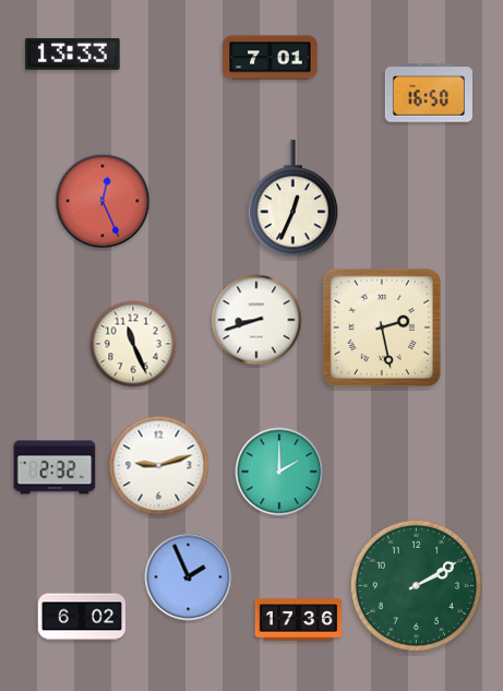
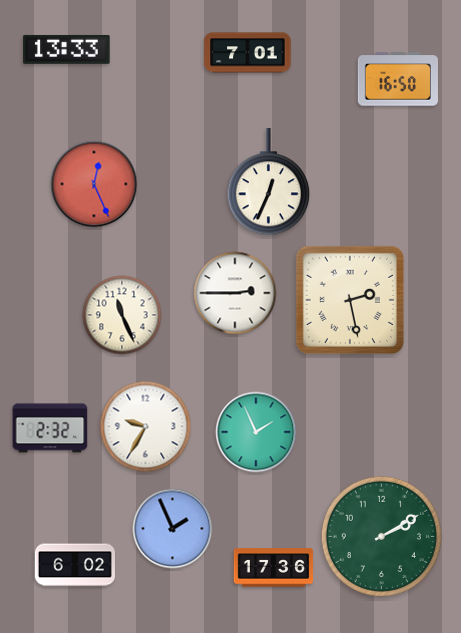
clock at (429, 93) position: (429, 93) -> (398, 79)
clock at (256, 320): 8:42 -> 2:45
clock at (159, 466): 9:12 -> 9:35
clock at (279, 472): 2:00 -> 1:56
